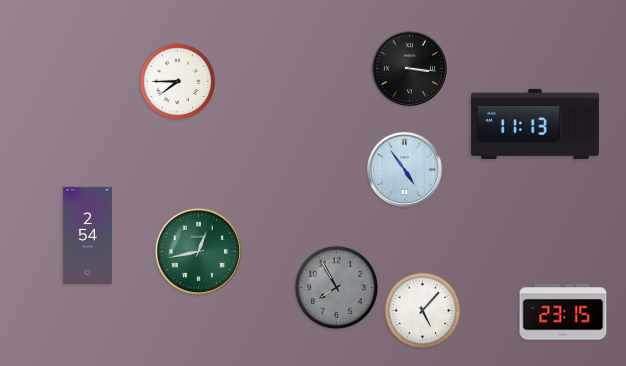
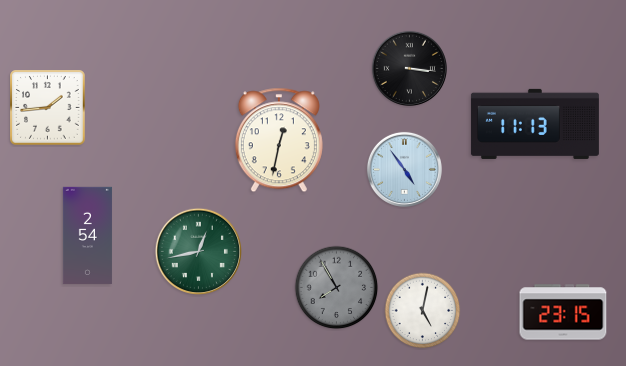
clock at (178, 82): 7:45 -> none
clock at (48, 108): none -> 1:44
clock at (279, 140): none -> 12:32
clock at (423, 311): 5:07 -> 5:02
